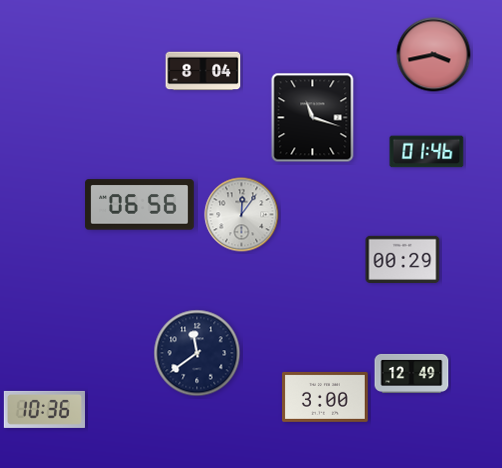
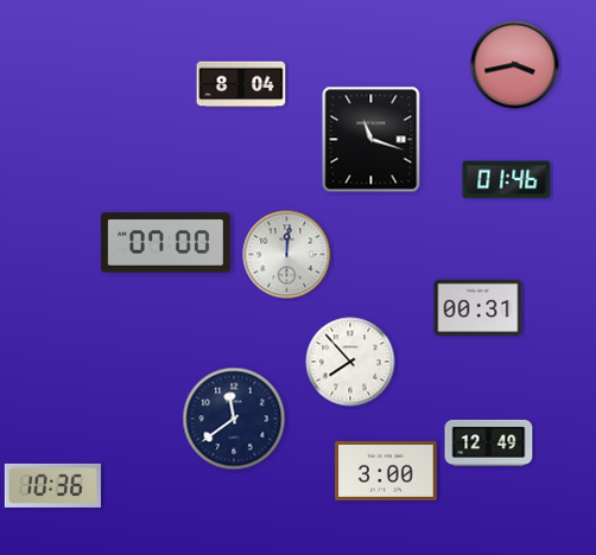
clock at (140, 205): 06:56 -> 07:00
clock at (242, 215): 12:06 -> 12:01
clock at (403, 259): 00:29 -> 00:31
clock at (350, 362): none -> 7:53
